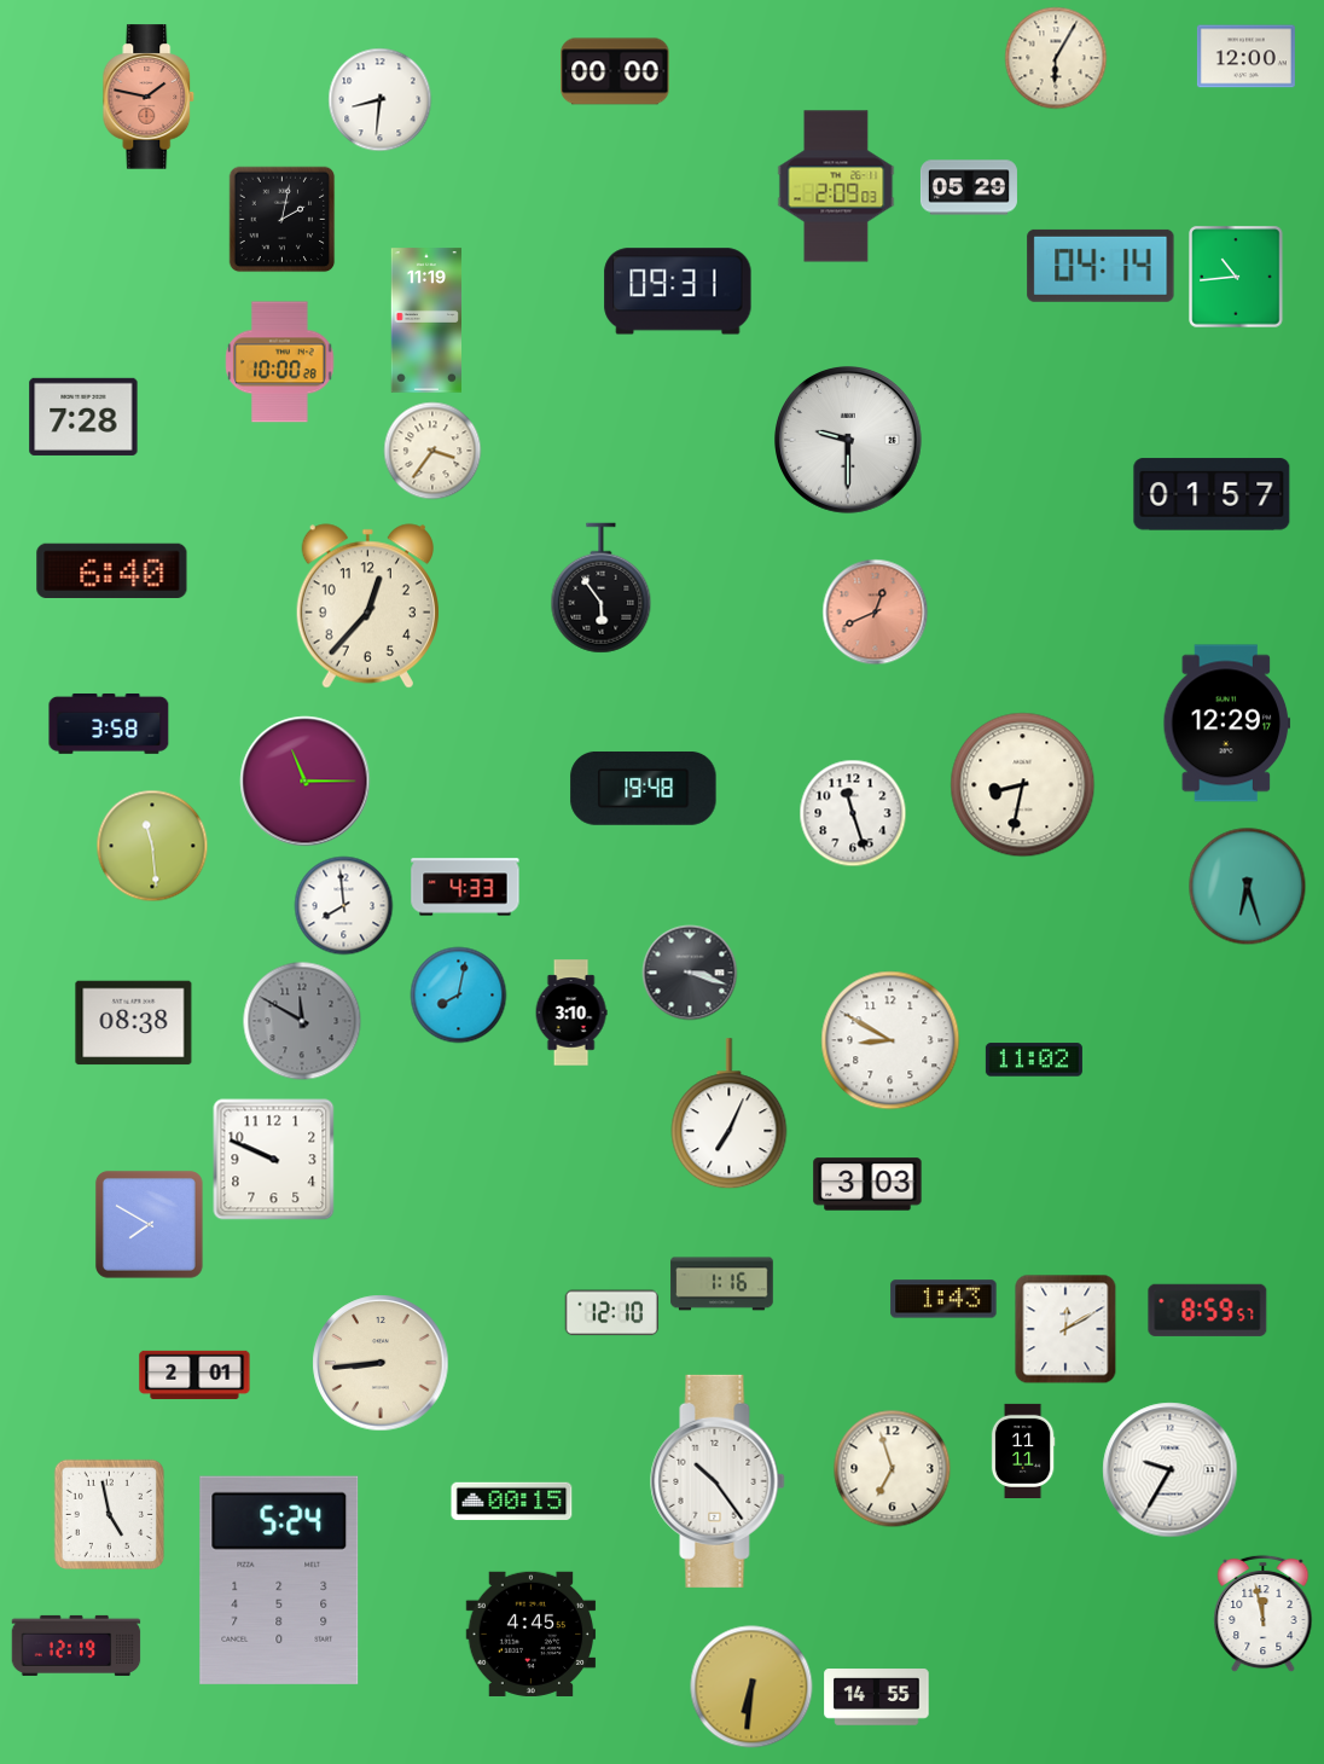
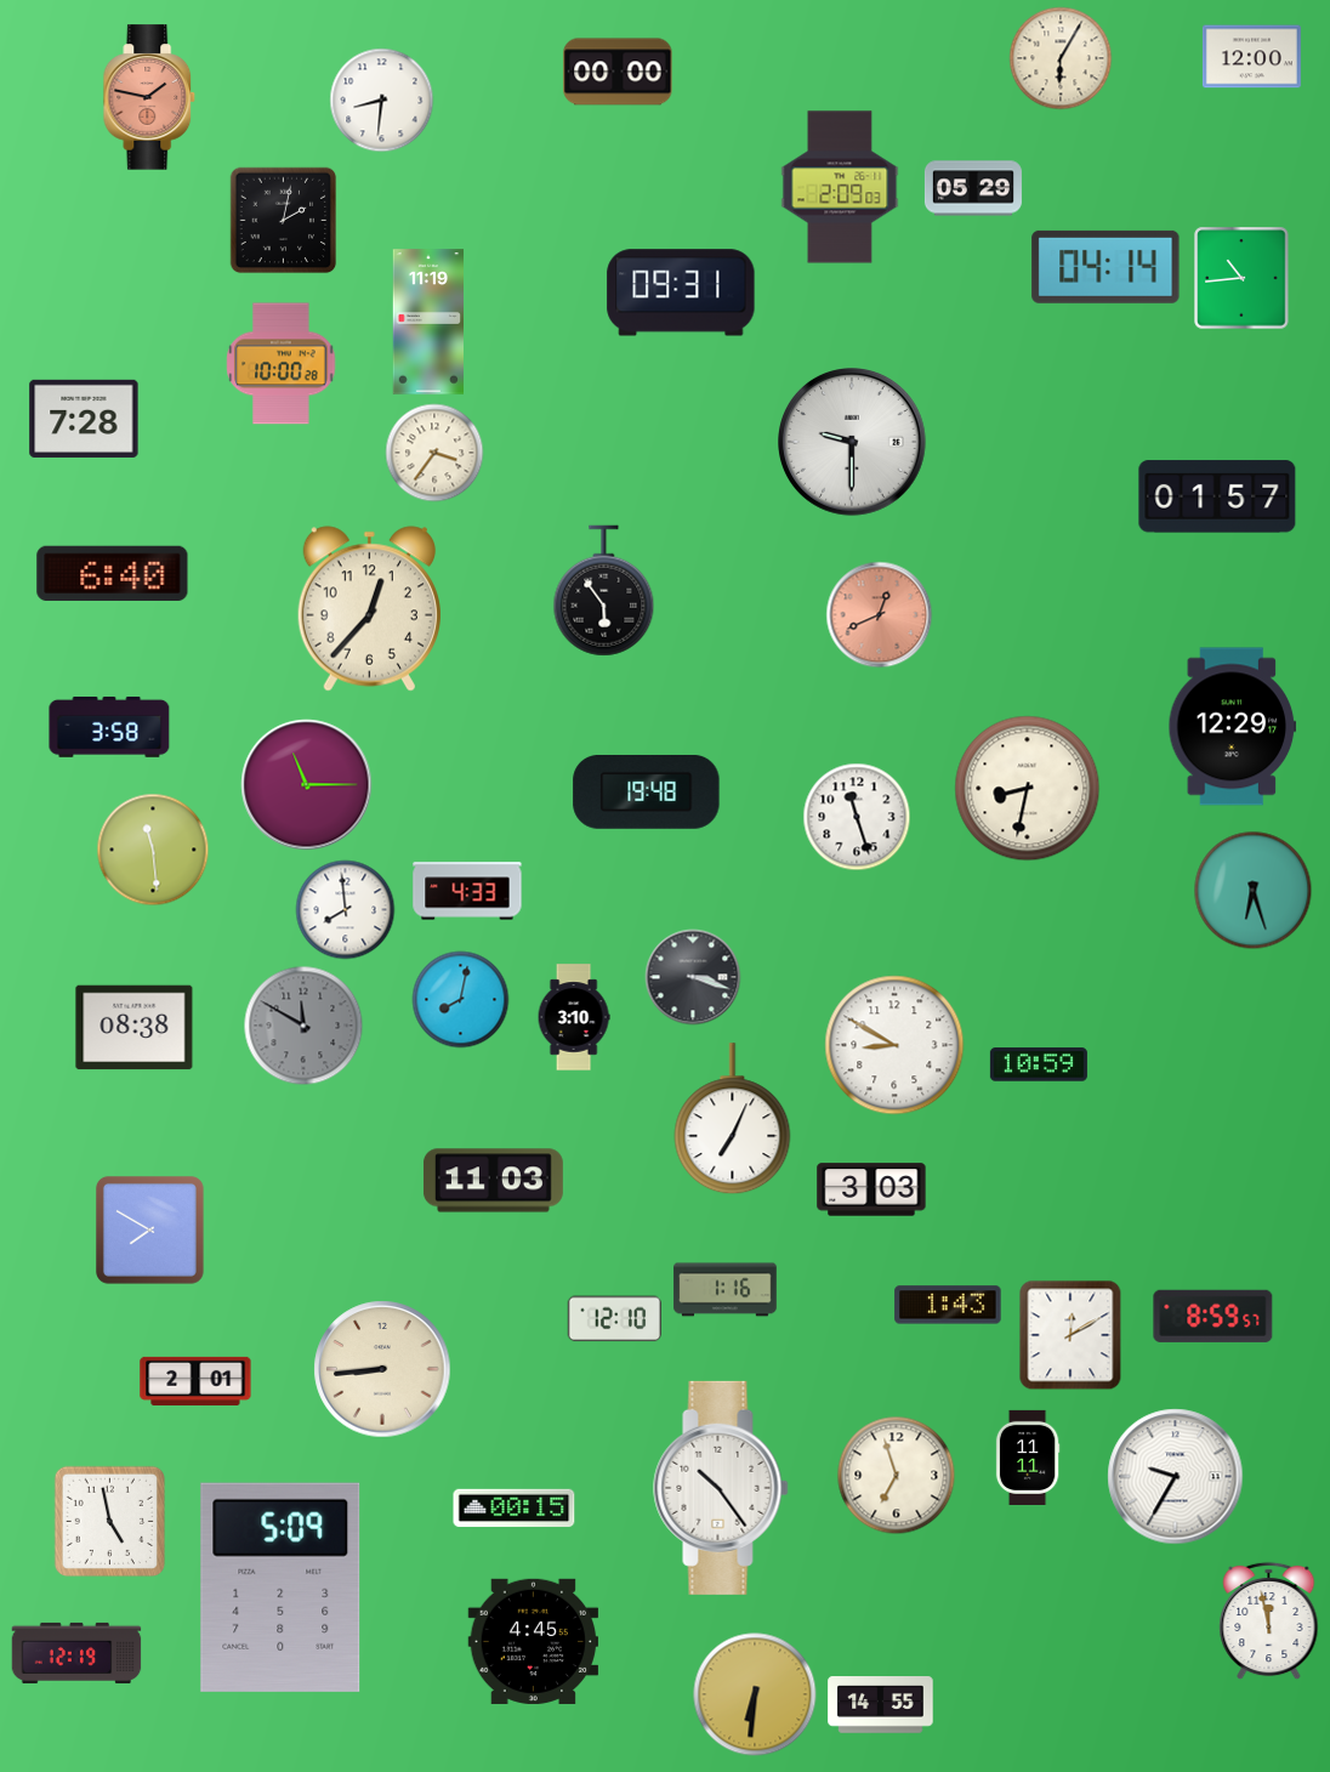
clock at (1034, 1060): 11:02 -> 10:59
clock at (274, 1160): 9:49 -> none
clock at (493, 1181): none -> 11:03
clock at (279, 1580): 5:24 -> 5:09
